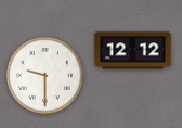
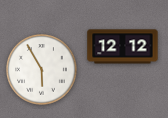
clock at (45, 76): 9:30 -> 5:55
